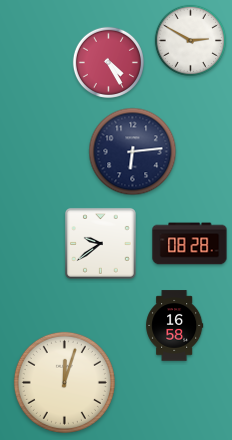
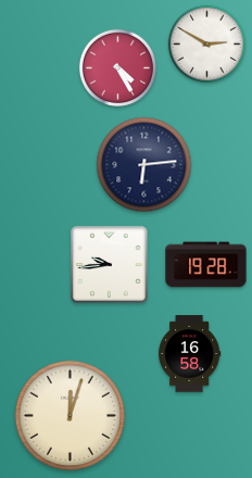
clock at (100, 243): 9:39 -> 9:44
clock at (190, 244): 08:28 -> 19:28
